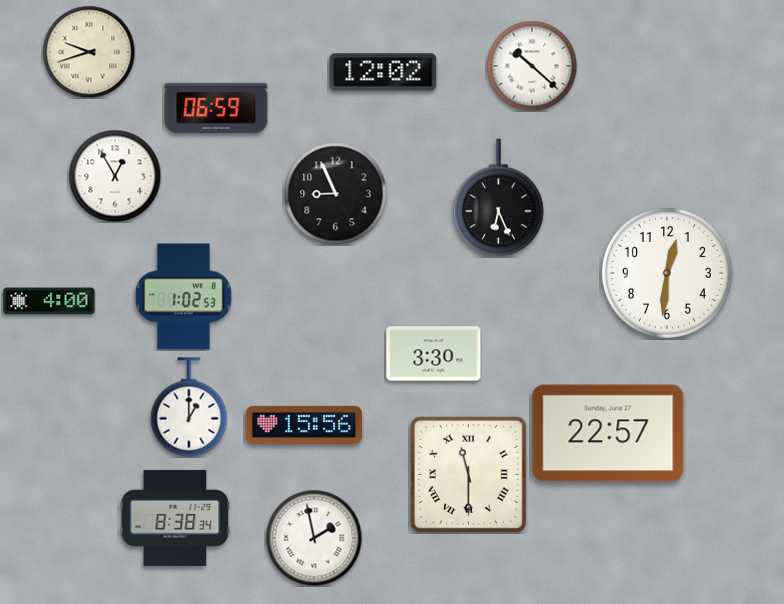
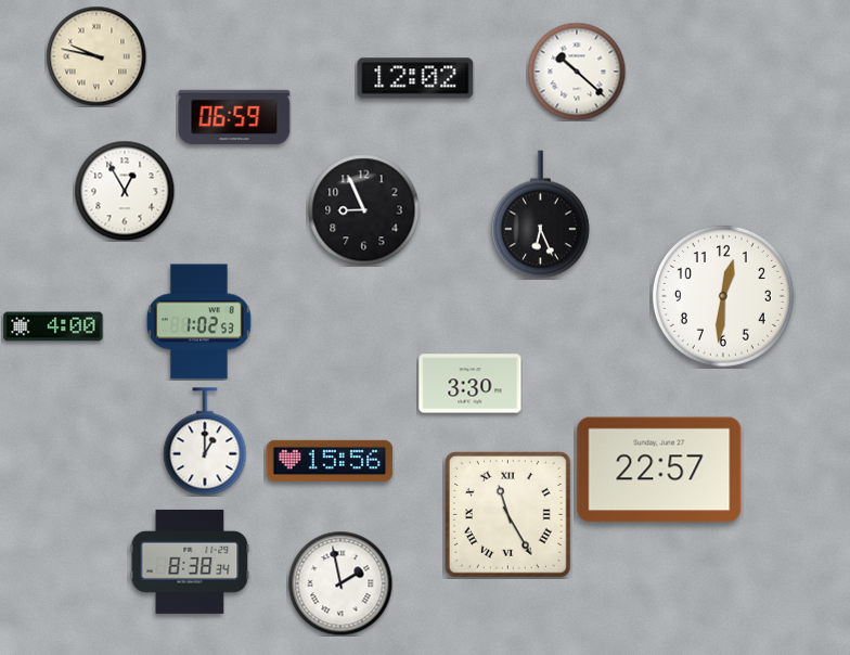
clock at (89, 52): 9:42 -> 9:47
clock at (468, 474): 11:30 -> 11:25
